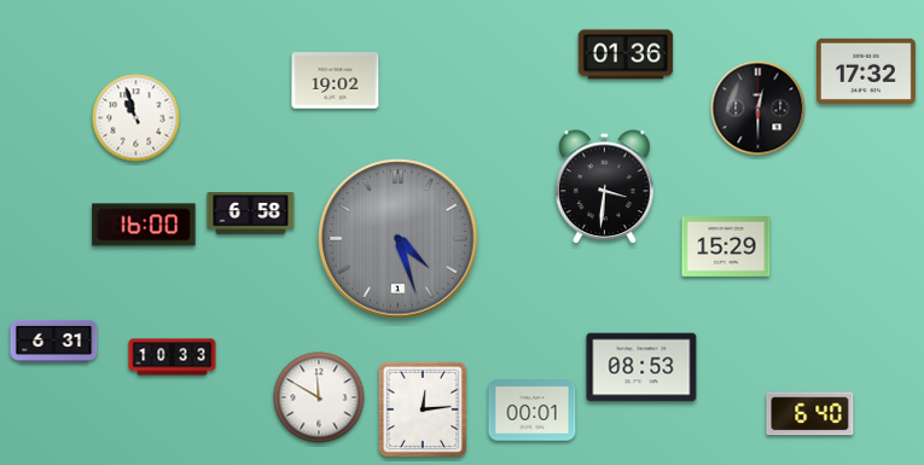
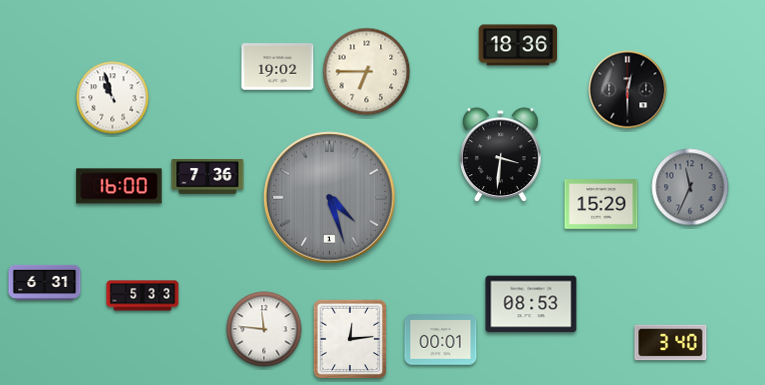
clock at (626, 54): 01:36 -> 18:36
clock at (866, 71): 17:32 -> none
clock at (367, 72): none -> 6:45
clock at (251, 214): 6:58 -> 7:36
clock at (690, 187): none -> 11:34
clock at (173, 358): 10:33 -> 5:33
clock at (319, 397): 11:50 -> 11:46
clock at (810, 414): 6:40 -> 3:40
